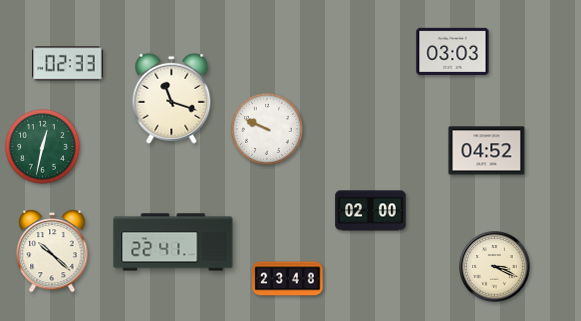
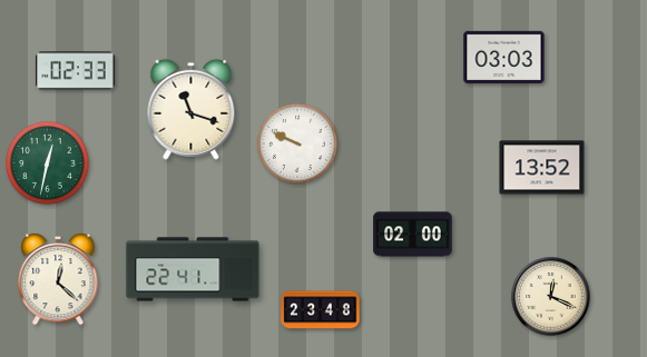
clock at (487, 151): 04:52 -> 13:52
clock at (52, 251): 10:22 -> 12:22
clock at (495, 267): 3:19 -> 12:19
